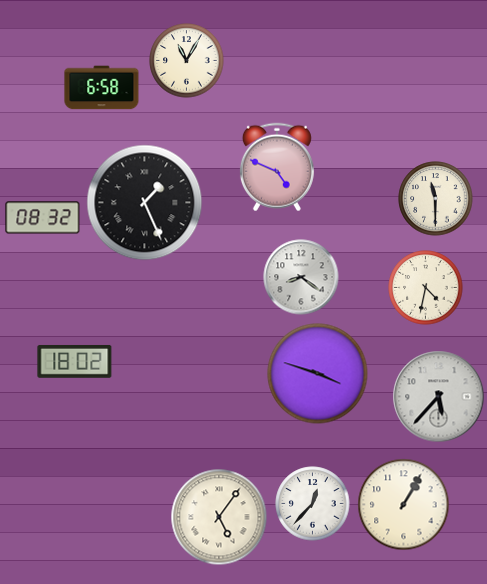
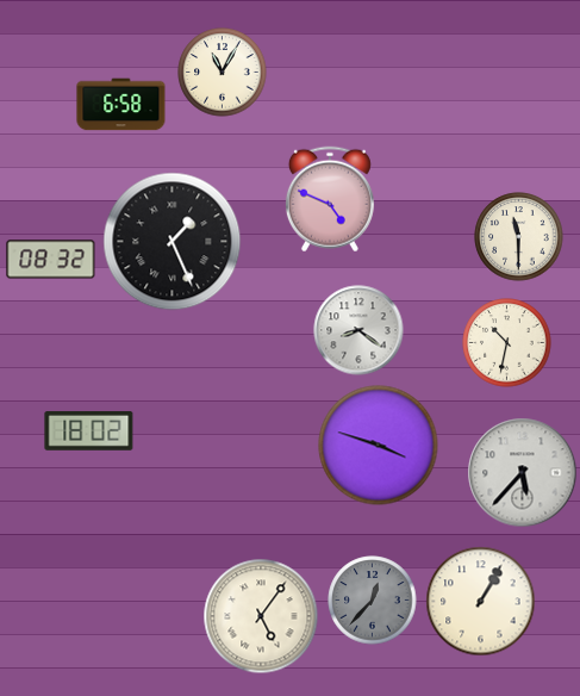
clock at (426, 288): 4:32 -> 10:32
clock at (313, 504) dial: white -> grey
